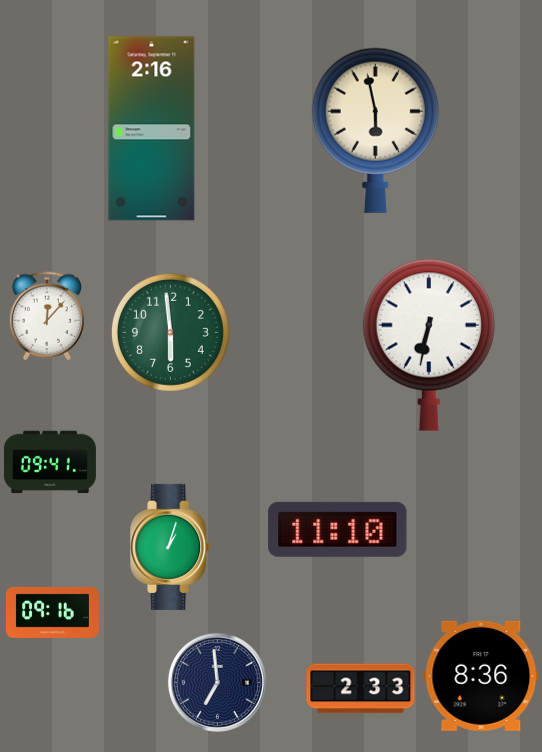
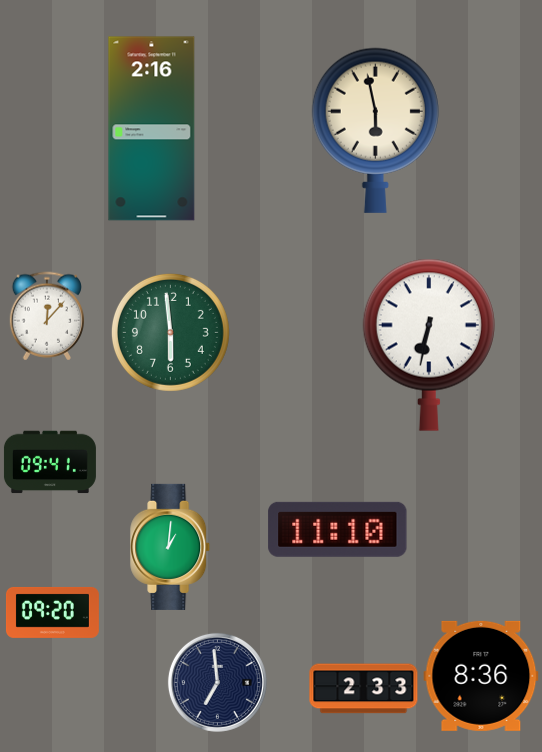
clock at (171, 547): 1:03 -> 1:01
clock at (52, 612): 09:16 -> 09:20
clock at (361, 689) position: (361, 689) -> (364, 689)
